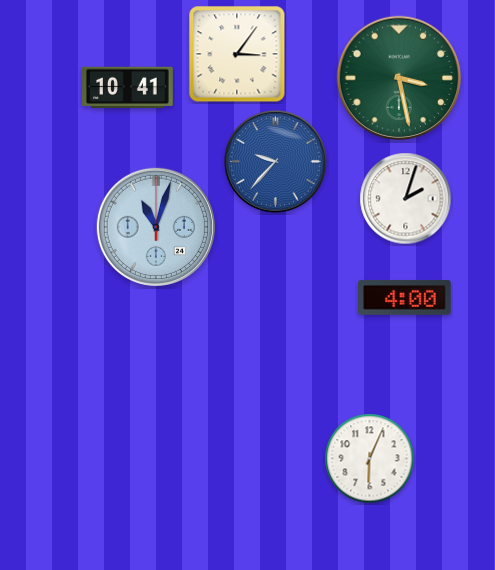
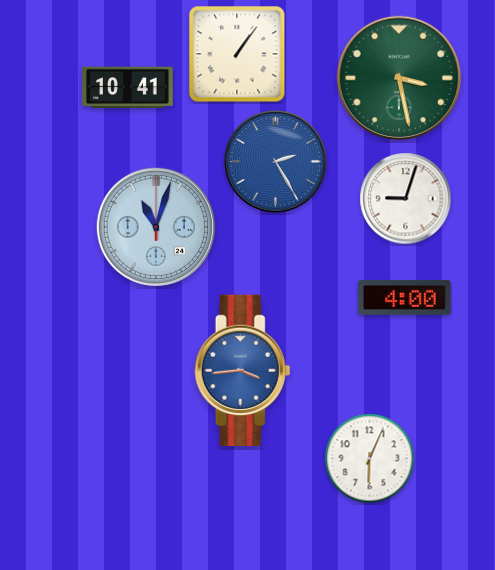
clock at (237, 54): 3:06 -> 1:06
clock at (276, 162): 9:37 -> 2:25
clock at (406, 199): 2:03 -> 9:03
clock at (243, 370): none -> 3:44
